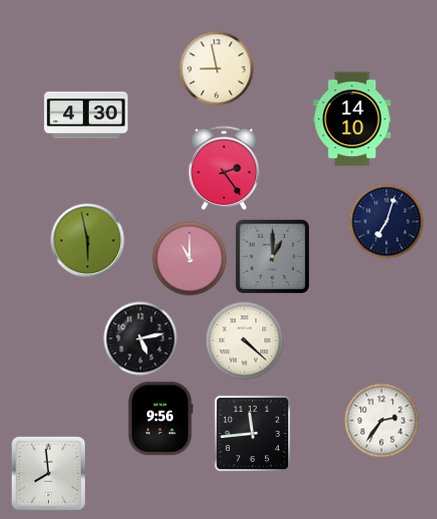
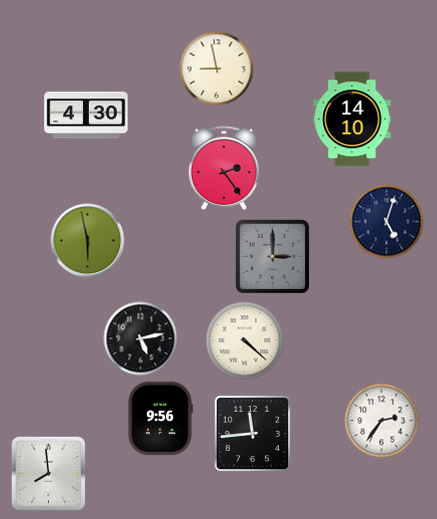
clock at (387, 222): 7:03 -> 5:03
clock at (273, 257): 1:00 -> 3:00
clock at (190, 259): 11:00 -> none
